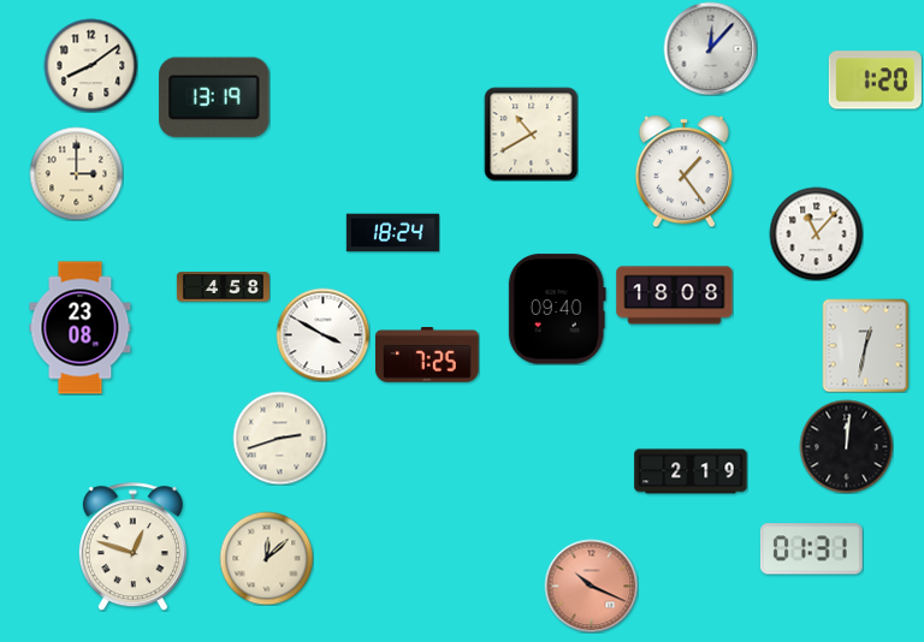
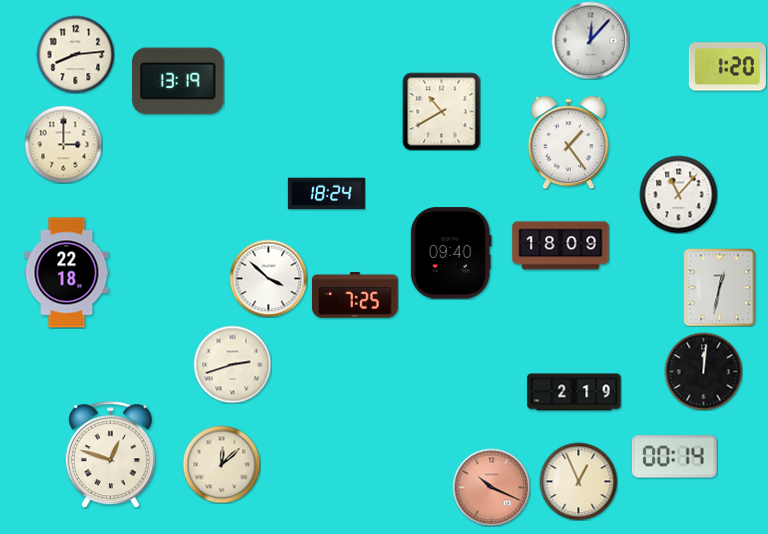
clock at (90, 65): 8:09 -> 8:14
clock at (223, 287): 4:58 -> none
clock at (675, 296): 18:08 -> 18:09
clock at (557, 309) position: (557, 309) -> (451, 253)
clock at (81, 328): 23:08 -> 22:18
clock at (322, 334): 3:50 -> 3:52
clock at (811, 549): 01:31 -> 00:14
clock at (578, 481): none -> 12:56
